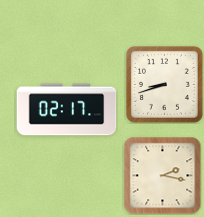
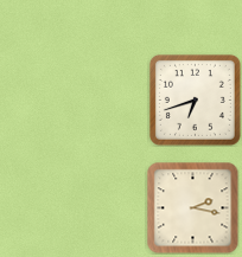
clock at (164, 84): 8:42 -> 6:42
clock at (67, 110): 02:17 -> none
